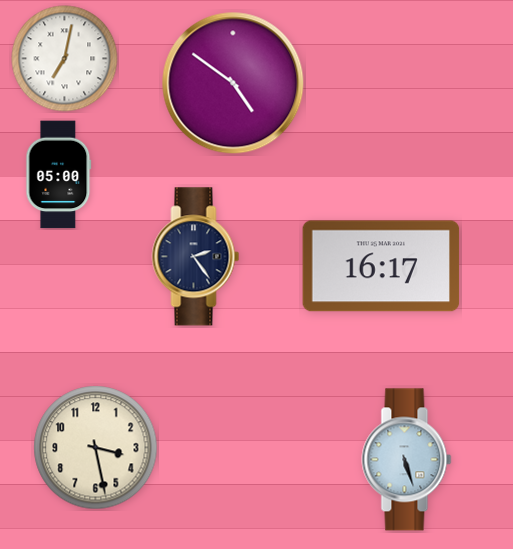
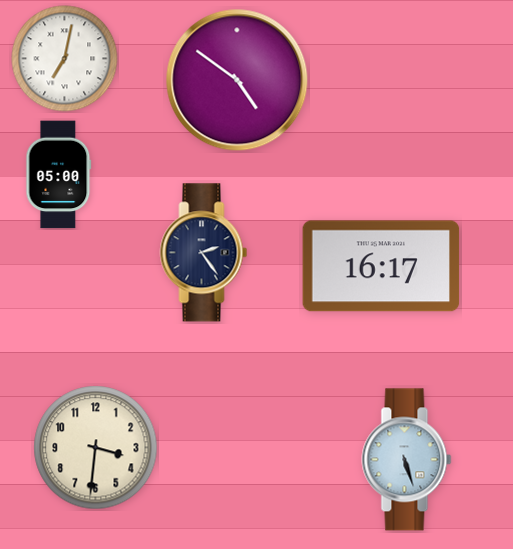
clock at (233, 83) position: (233, 83) -> (237, 80)
clock at (196, 257) position: (196, 257) -> (204, 253)
clock at (96, 448): 3:28 -> 3:31
